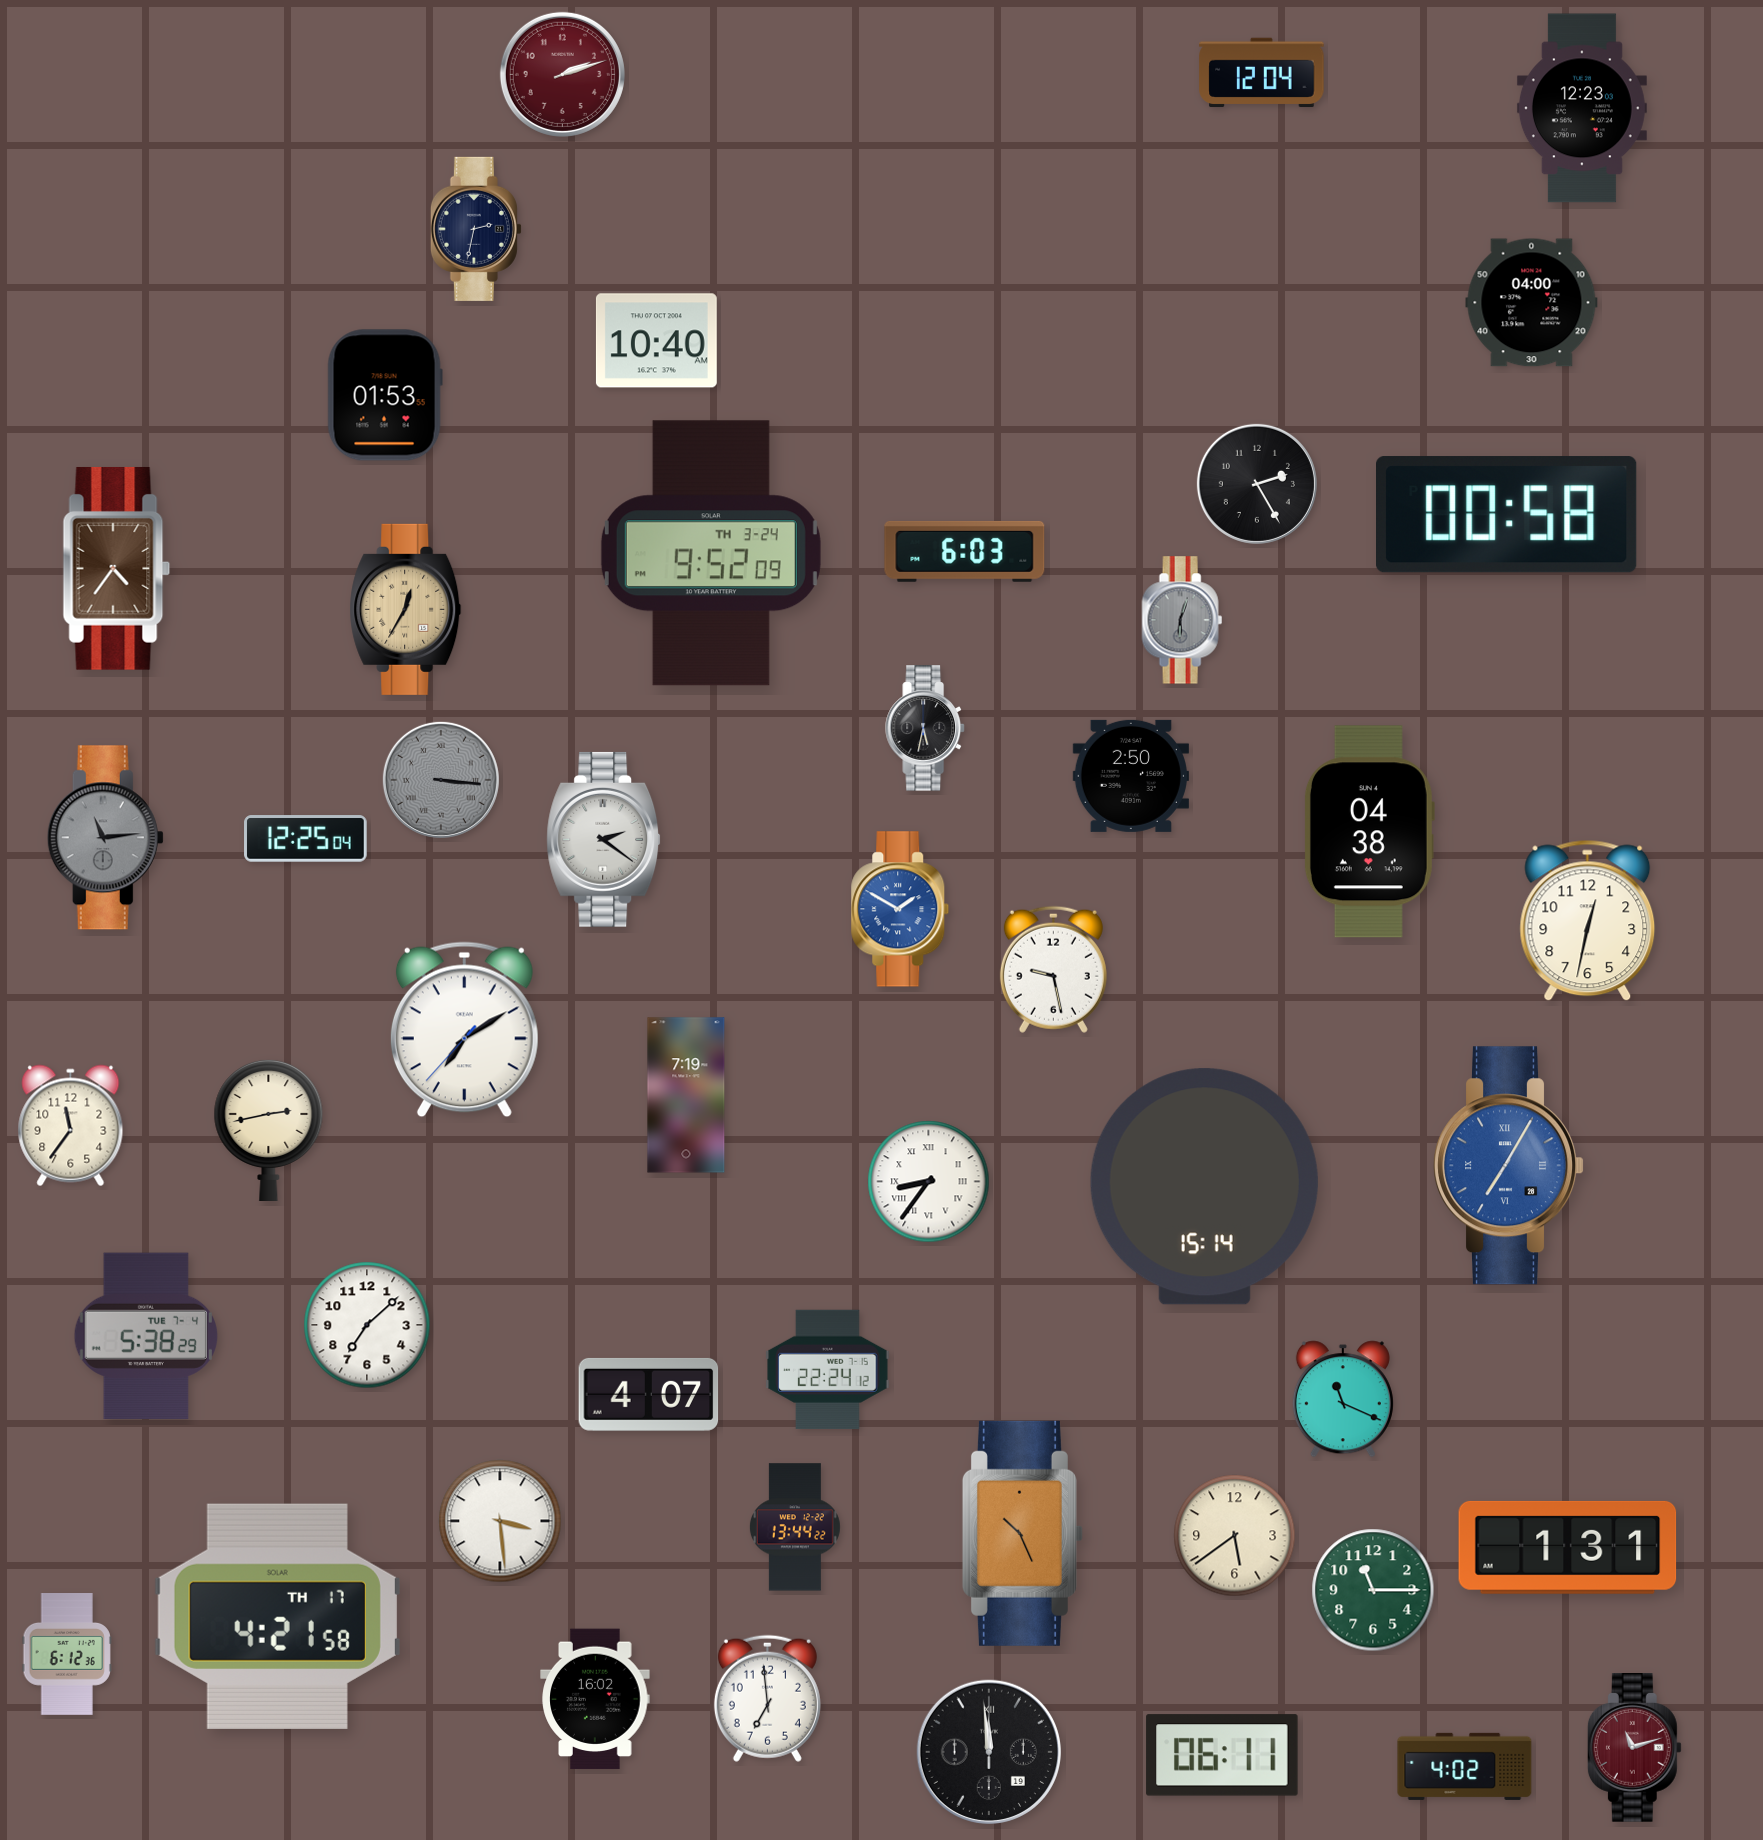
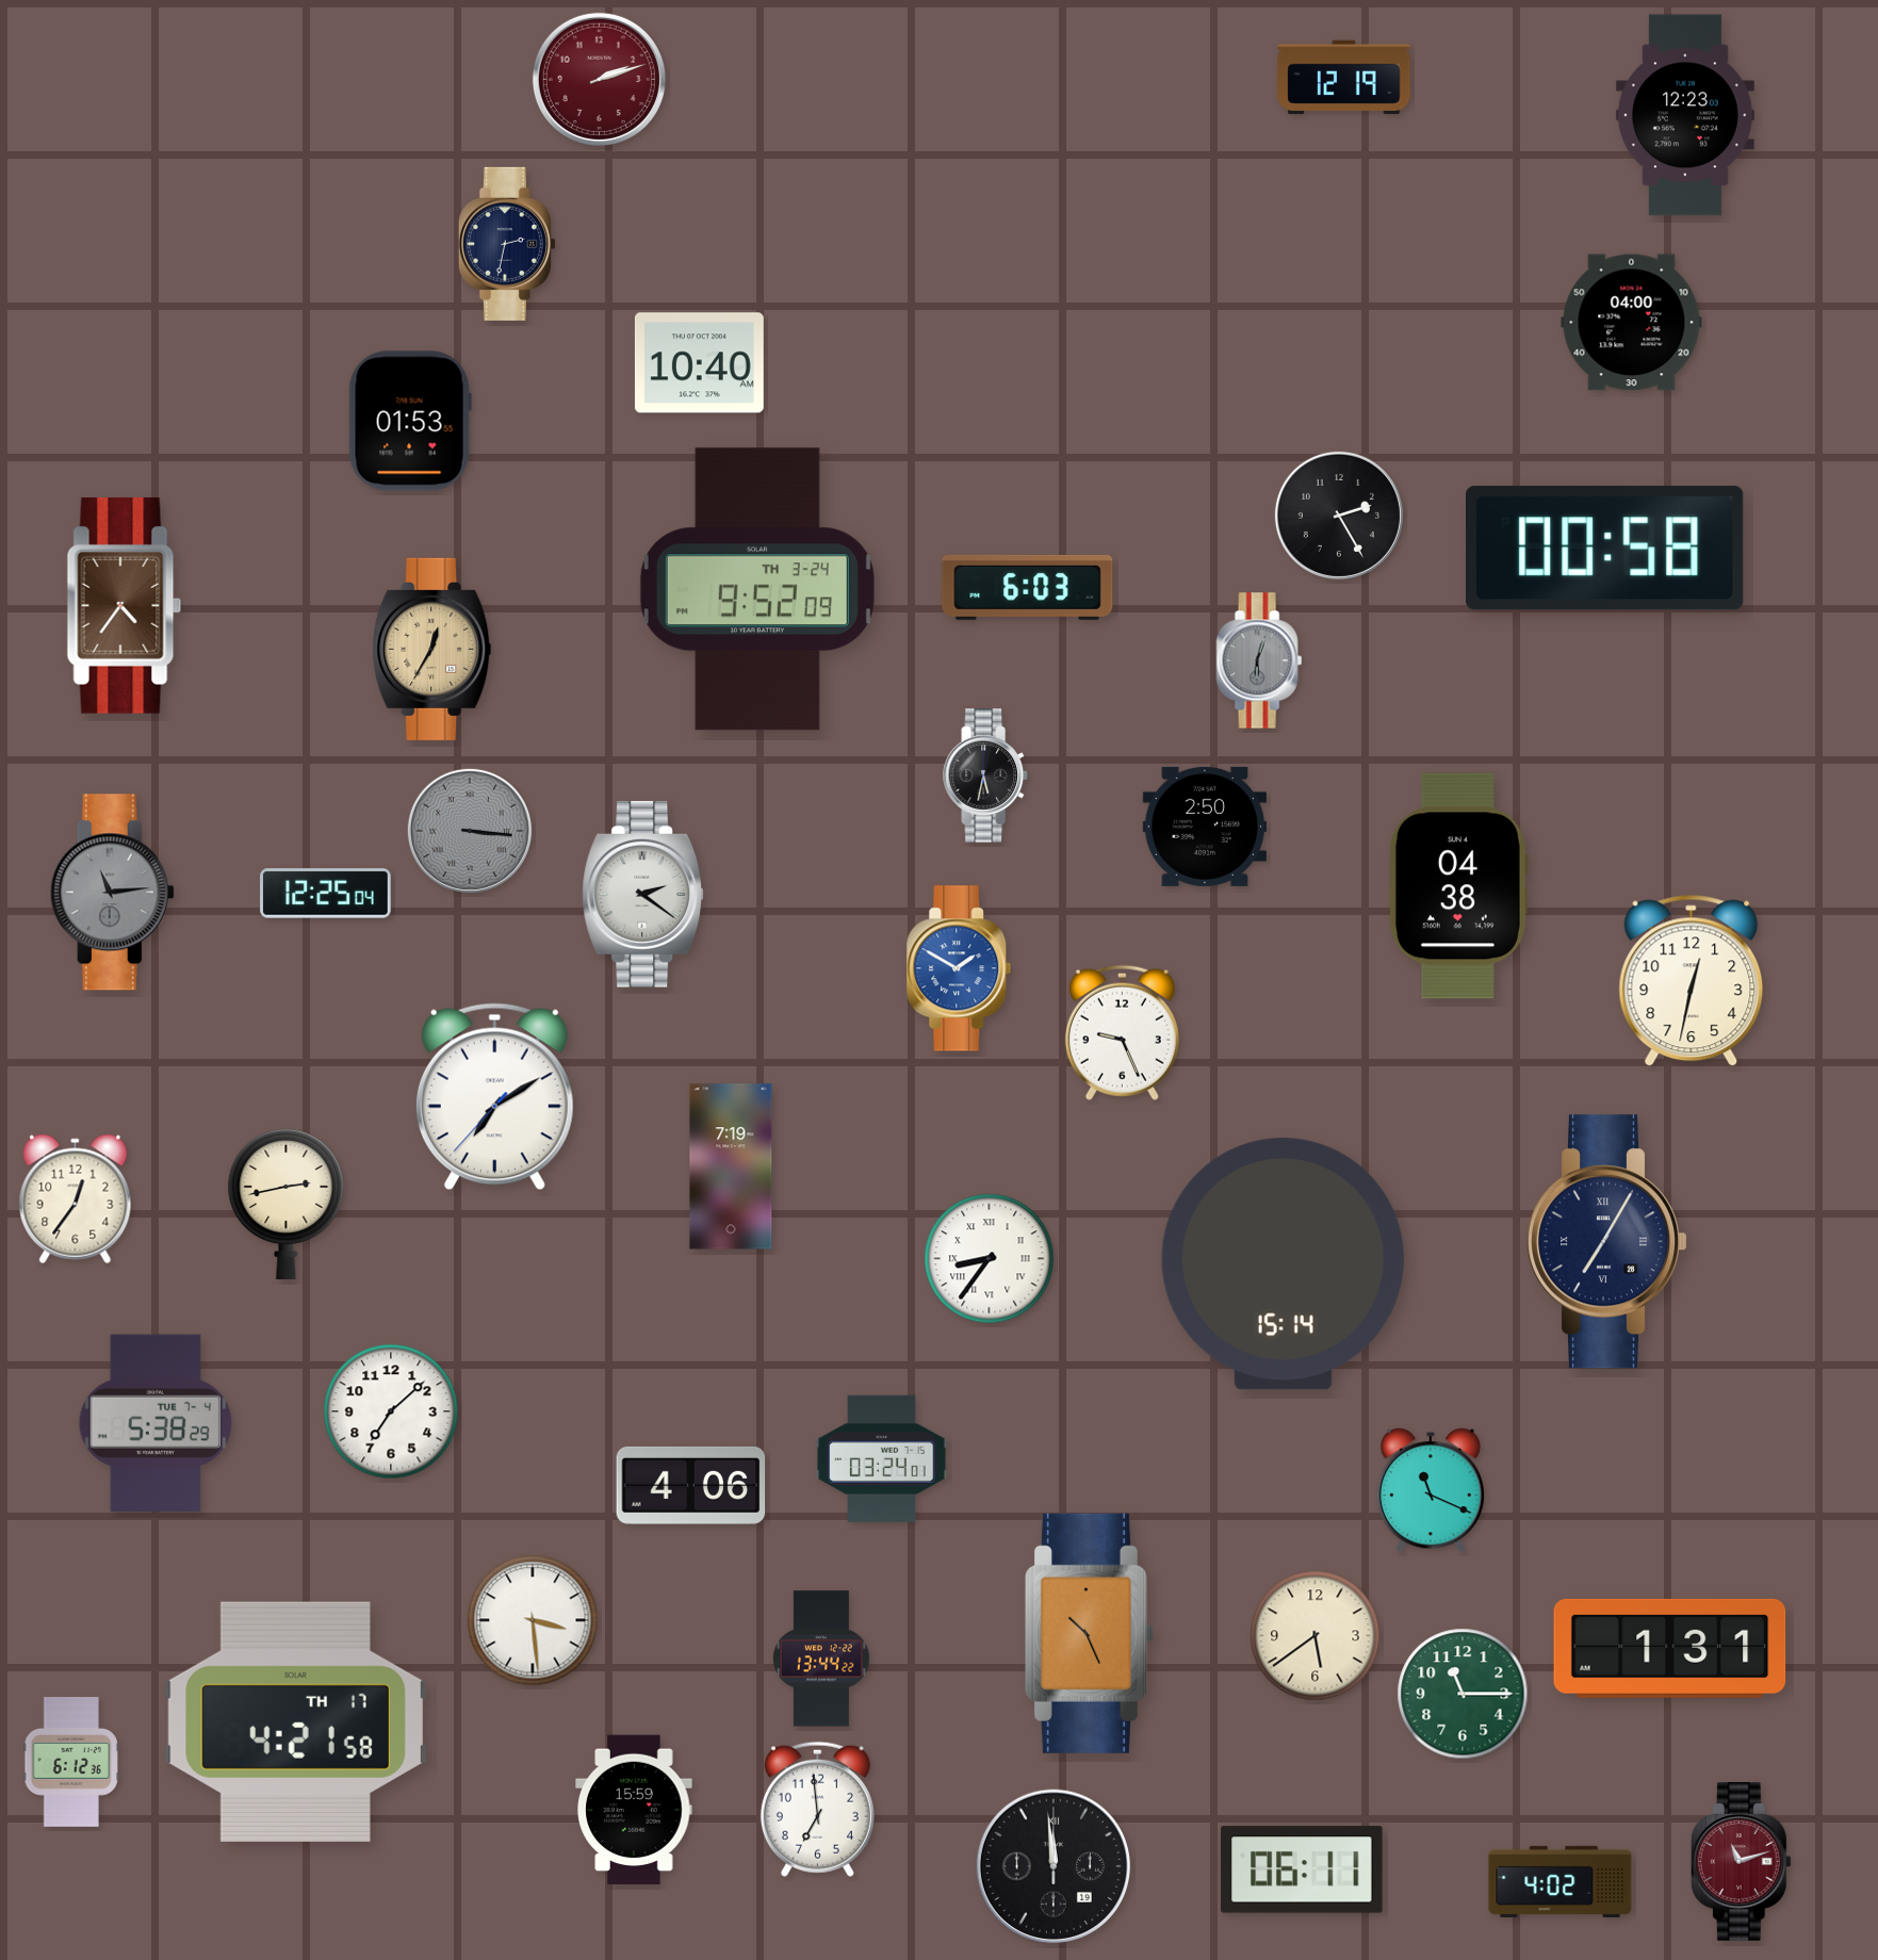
clock at (1262, 73): 12:04 -> 12:19
clock at (1053, 969): 9:28 -> 9:26
clock at (71, 1126): 11:36 -> 12:36
clock at (1508, 1166) dial: blue -> navy
clock at (828, 1369): 22:24 -> 03:24
clock at (649, 1394): 4:07 -> 4:06
clock at (795, 1527) position: (795, 1527) -> (821, 1659)
clock at (595, 1699): 16:02 -> 15:59
